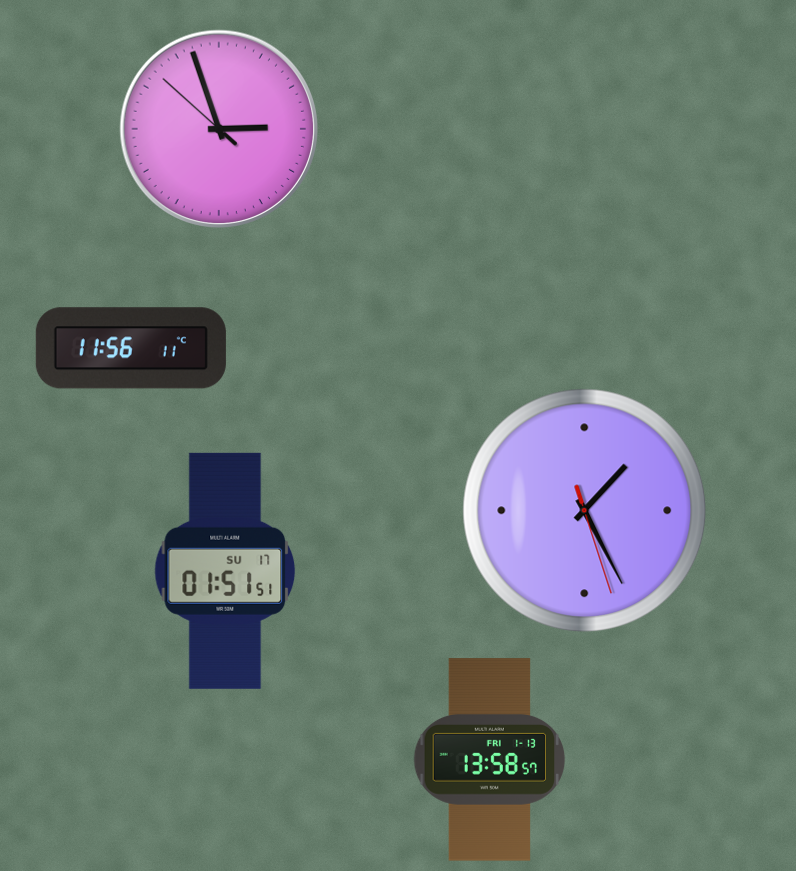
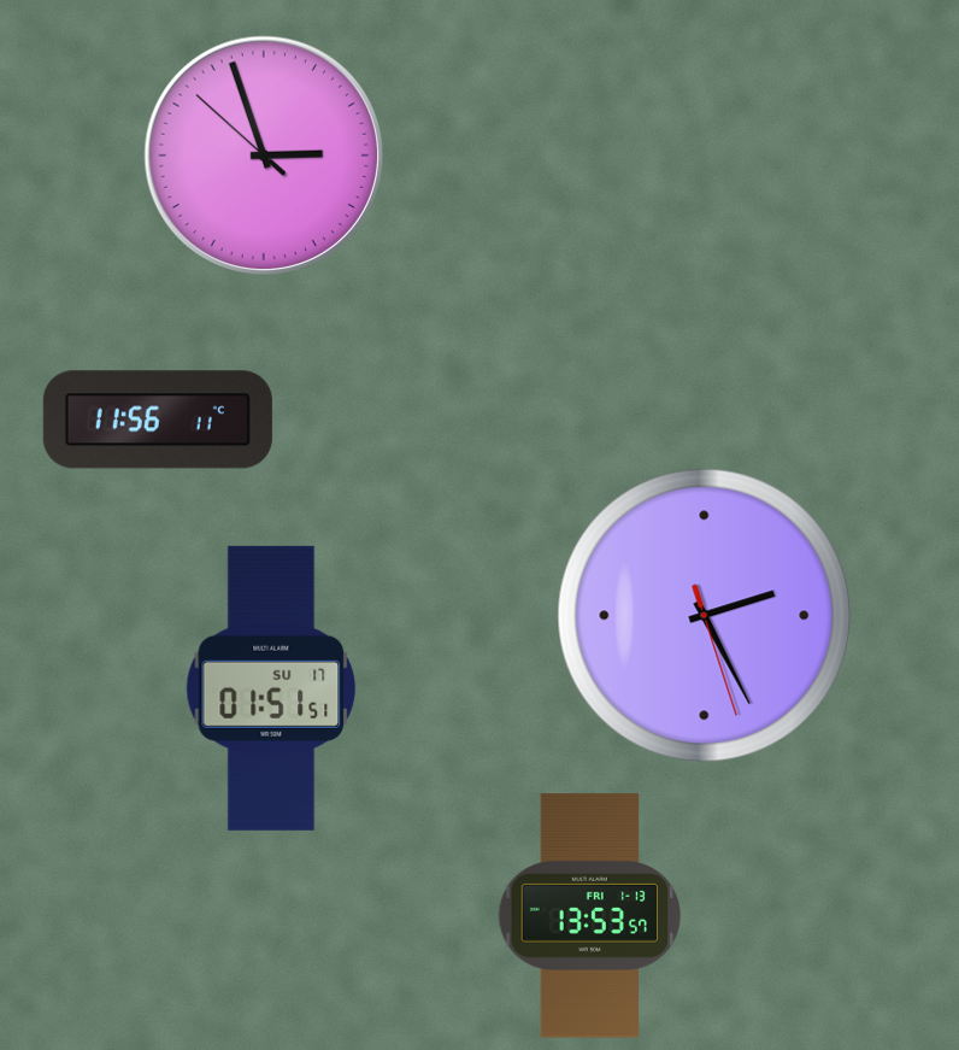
clock at (585, 511): 1:25 -> 2:25
clock at (490, 760): 13:58 -> 13:53
